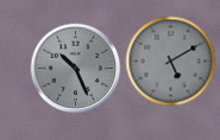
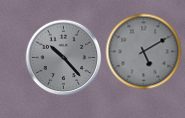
clock at (76, 69): 10:26 -> 10:23
